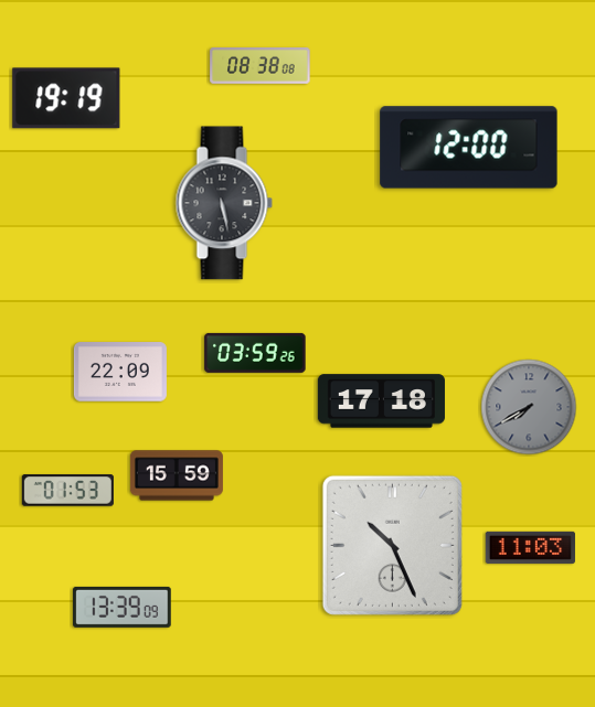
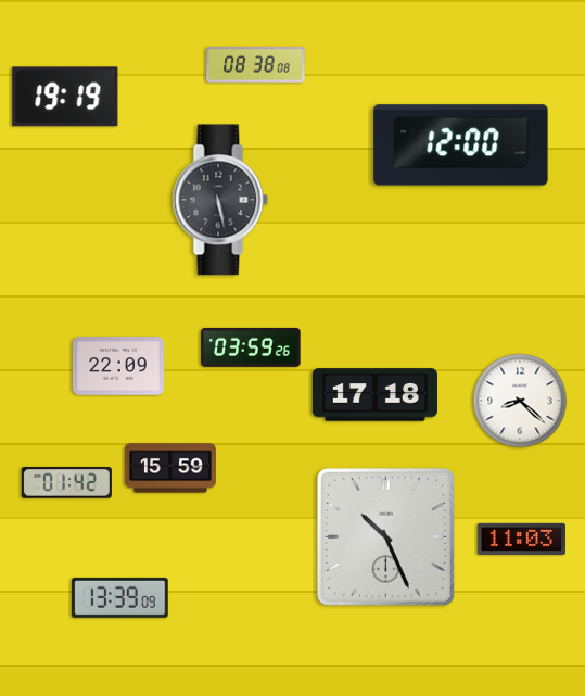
clock at (529, 407): 7:40 -> 8:22
clock at (529, 407) dial: grey -> white
clock at (177, 475) position: (177, 475) -> (170, 468)
clock at (67, 491): 01:53 -> 01:42
